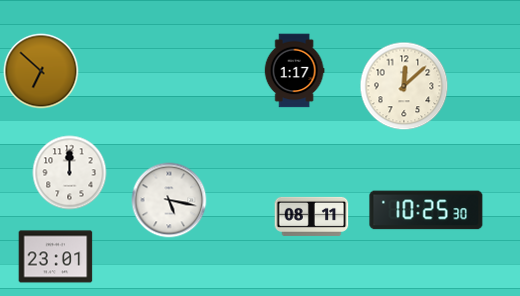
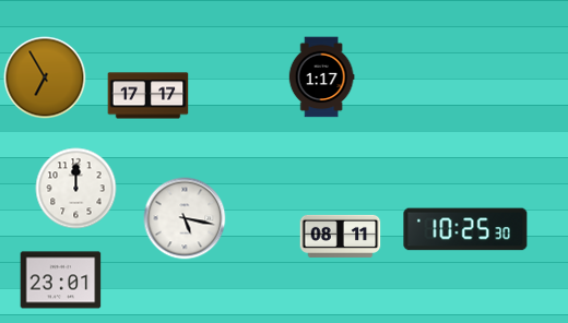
clock at (41, 71): 6:52 -> 6:55
clock at (404, 86): 12:08 -> none
clock at (149, 96): none -> 17:17
